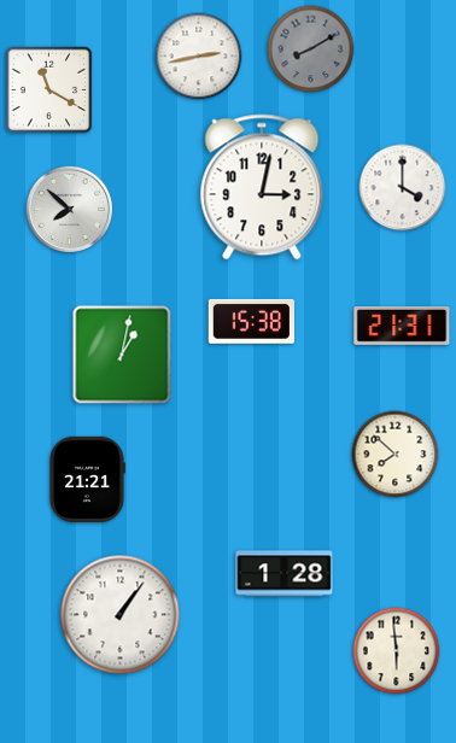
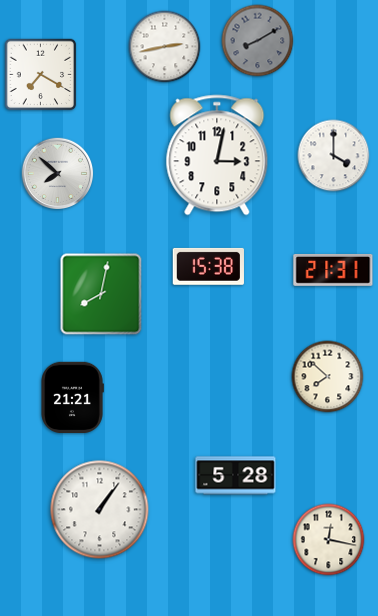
clock at (49, 90): 11:20 -> 7:20
clock at (122, 355): 1:02 -> 8:02
clock at (285, 574): 1:28 -> 5:28
clock at (397, 651): 5:59 -> 12:17
